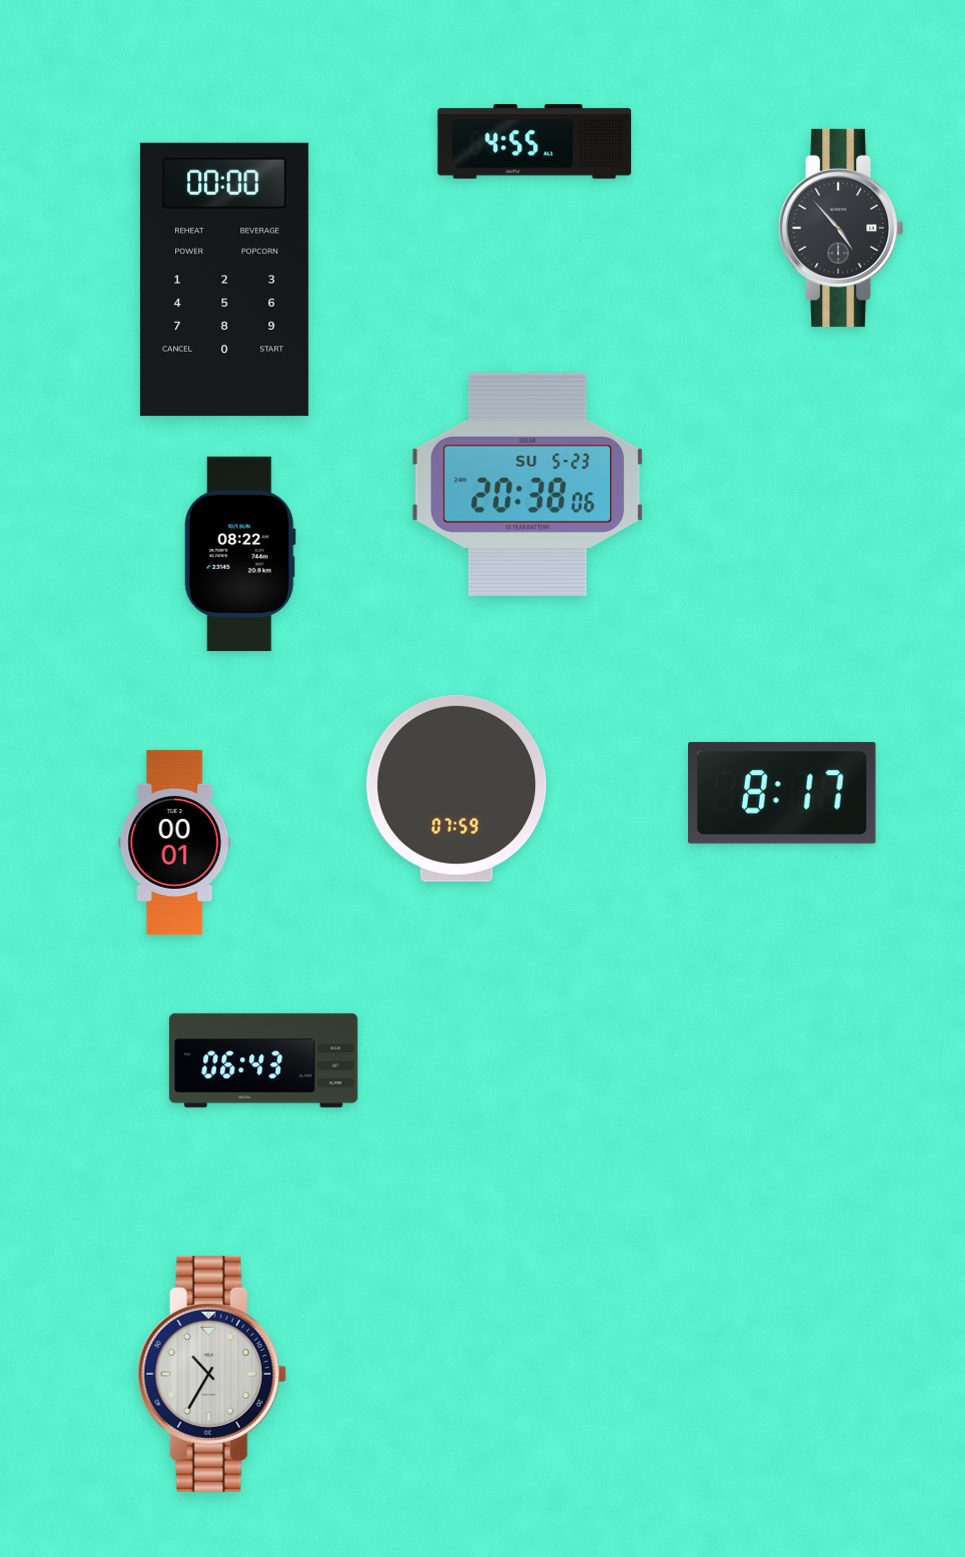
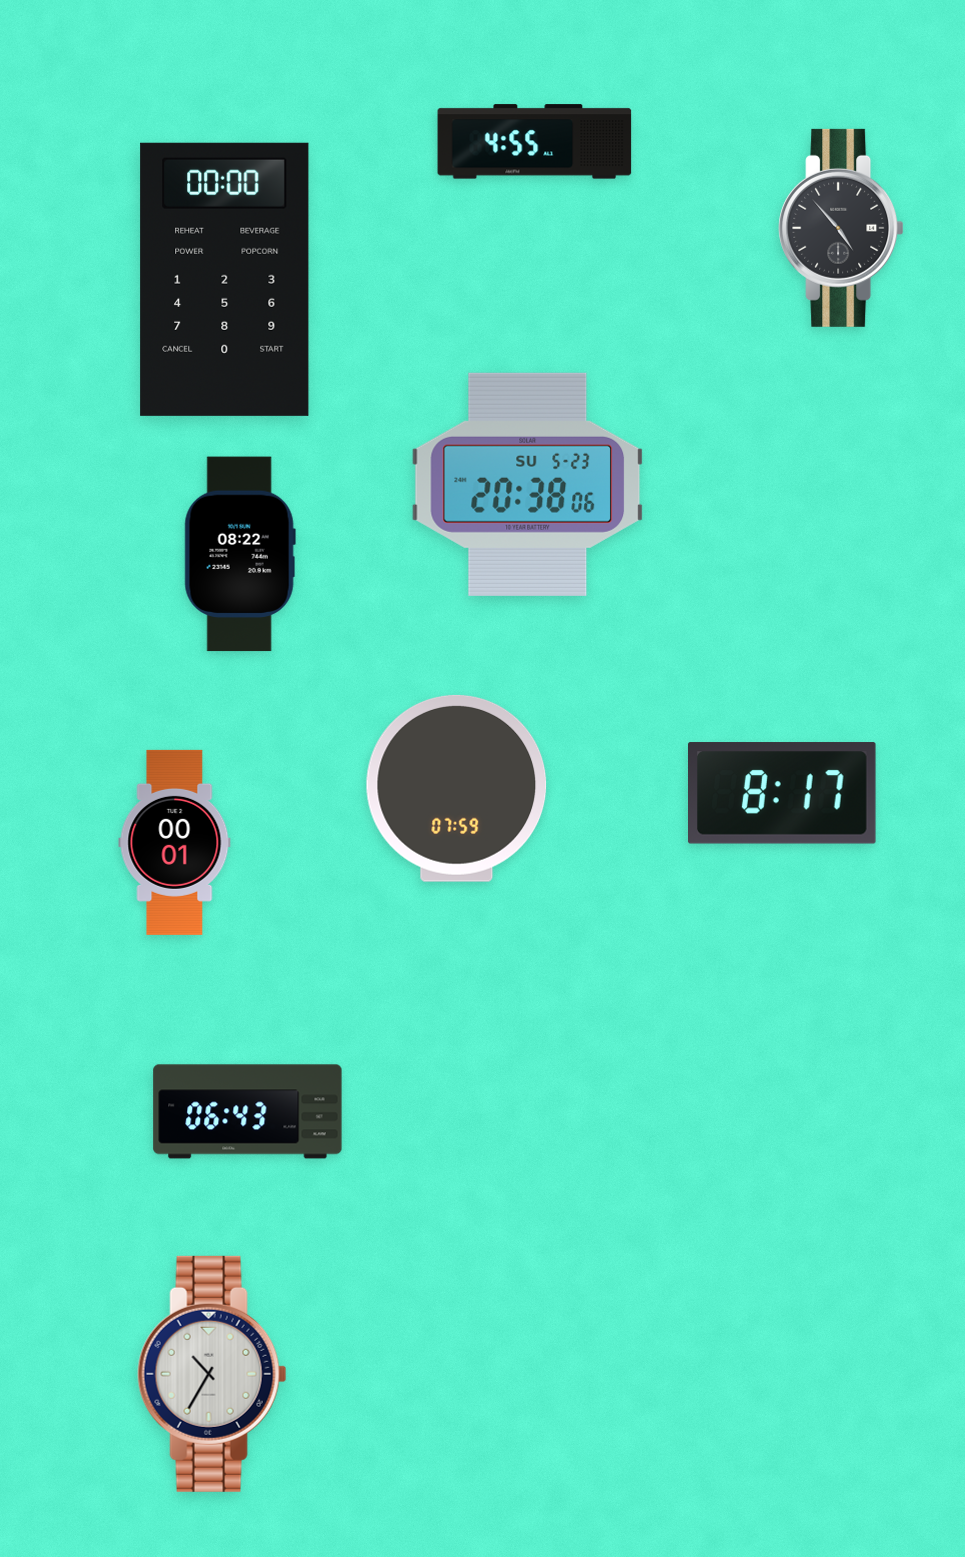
clock at (264, 1061) position: (264, 1061) -> (248, 1112)
